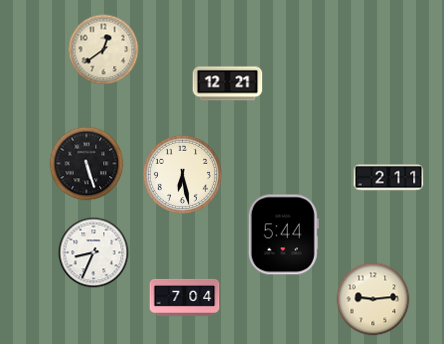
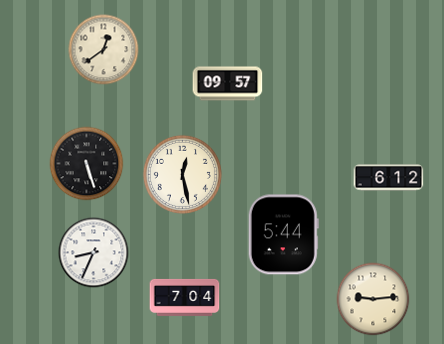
clock at (228, 84): 12:21 -> 09:57
clock at (182, 174): 6:28 -> 12:28
clock at (389, 178): 2:11 -> 6:12
